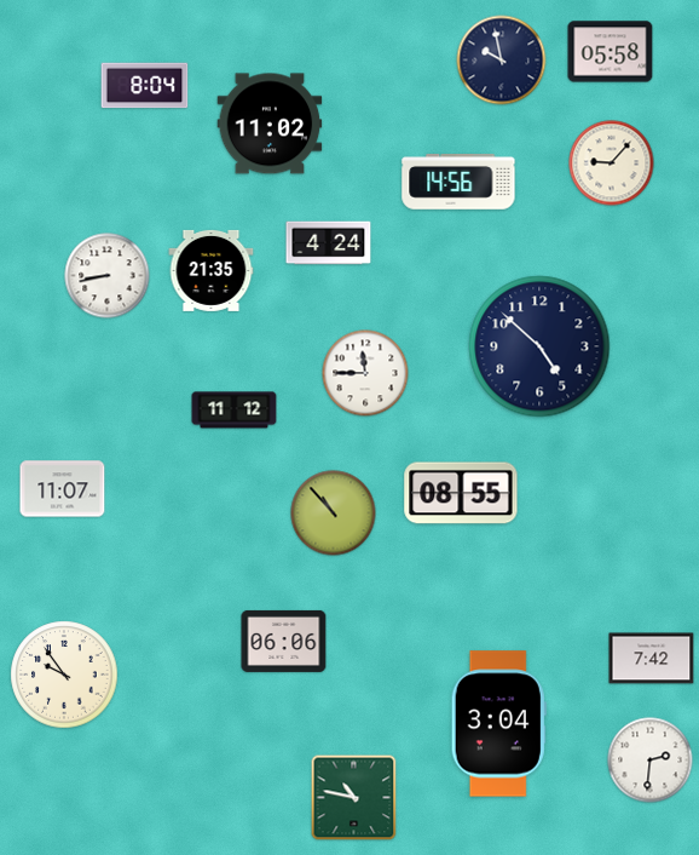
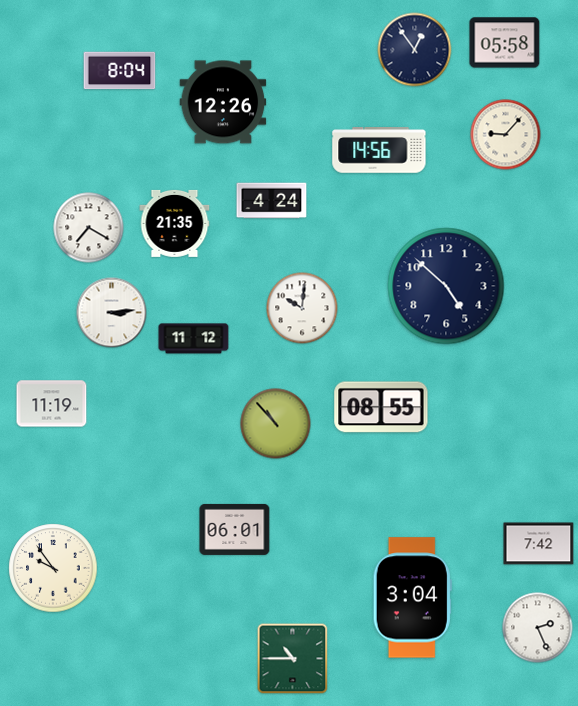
clock at (502, 61): 9:58 -> 12:54
clock at (270, 124): 11:02 -> 12:26
clock at (108, 276): 8:43 -> 7:20
clock at (365, 373): 11:45 -> 10:01
clock at (112, 313): none -> 3:14
clock at (63, 489): 11:07 -> 11:19
clock at (284, 641): 06:06 -> 06:01
clock at (64, 675) position: (64, 675) -> (53, 568)
clock at (651, 761): 2:31 -> 2:26
clock at (354, 798): 10:47 -> 10:45
